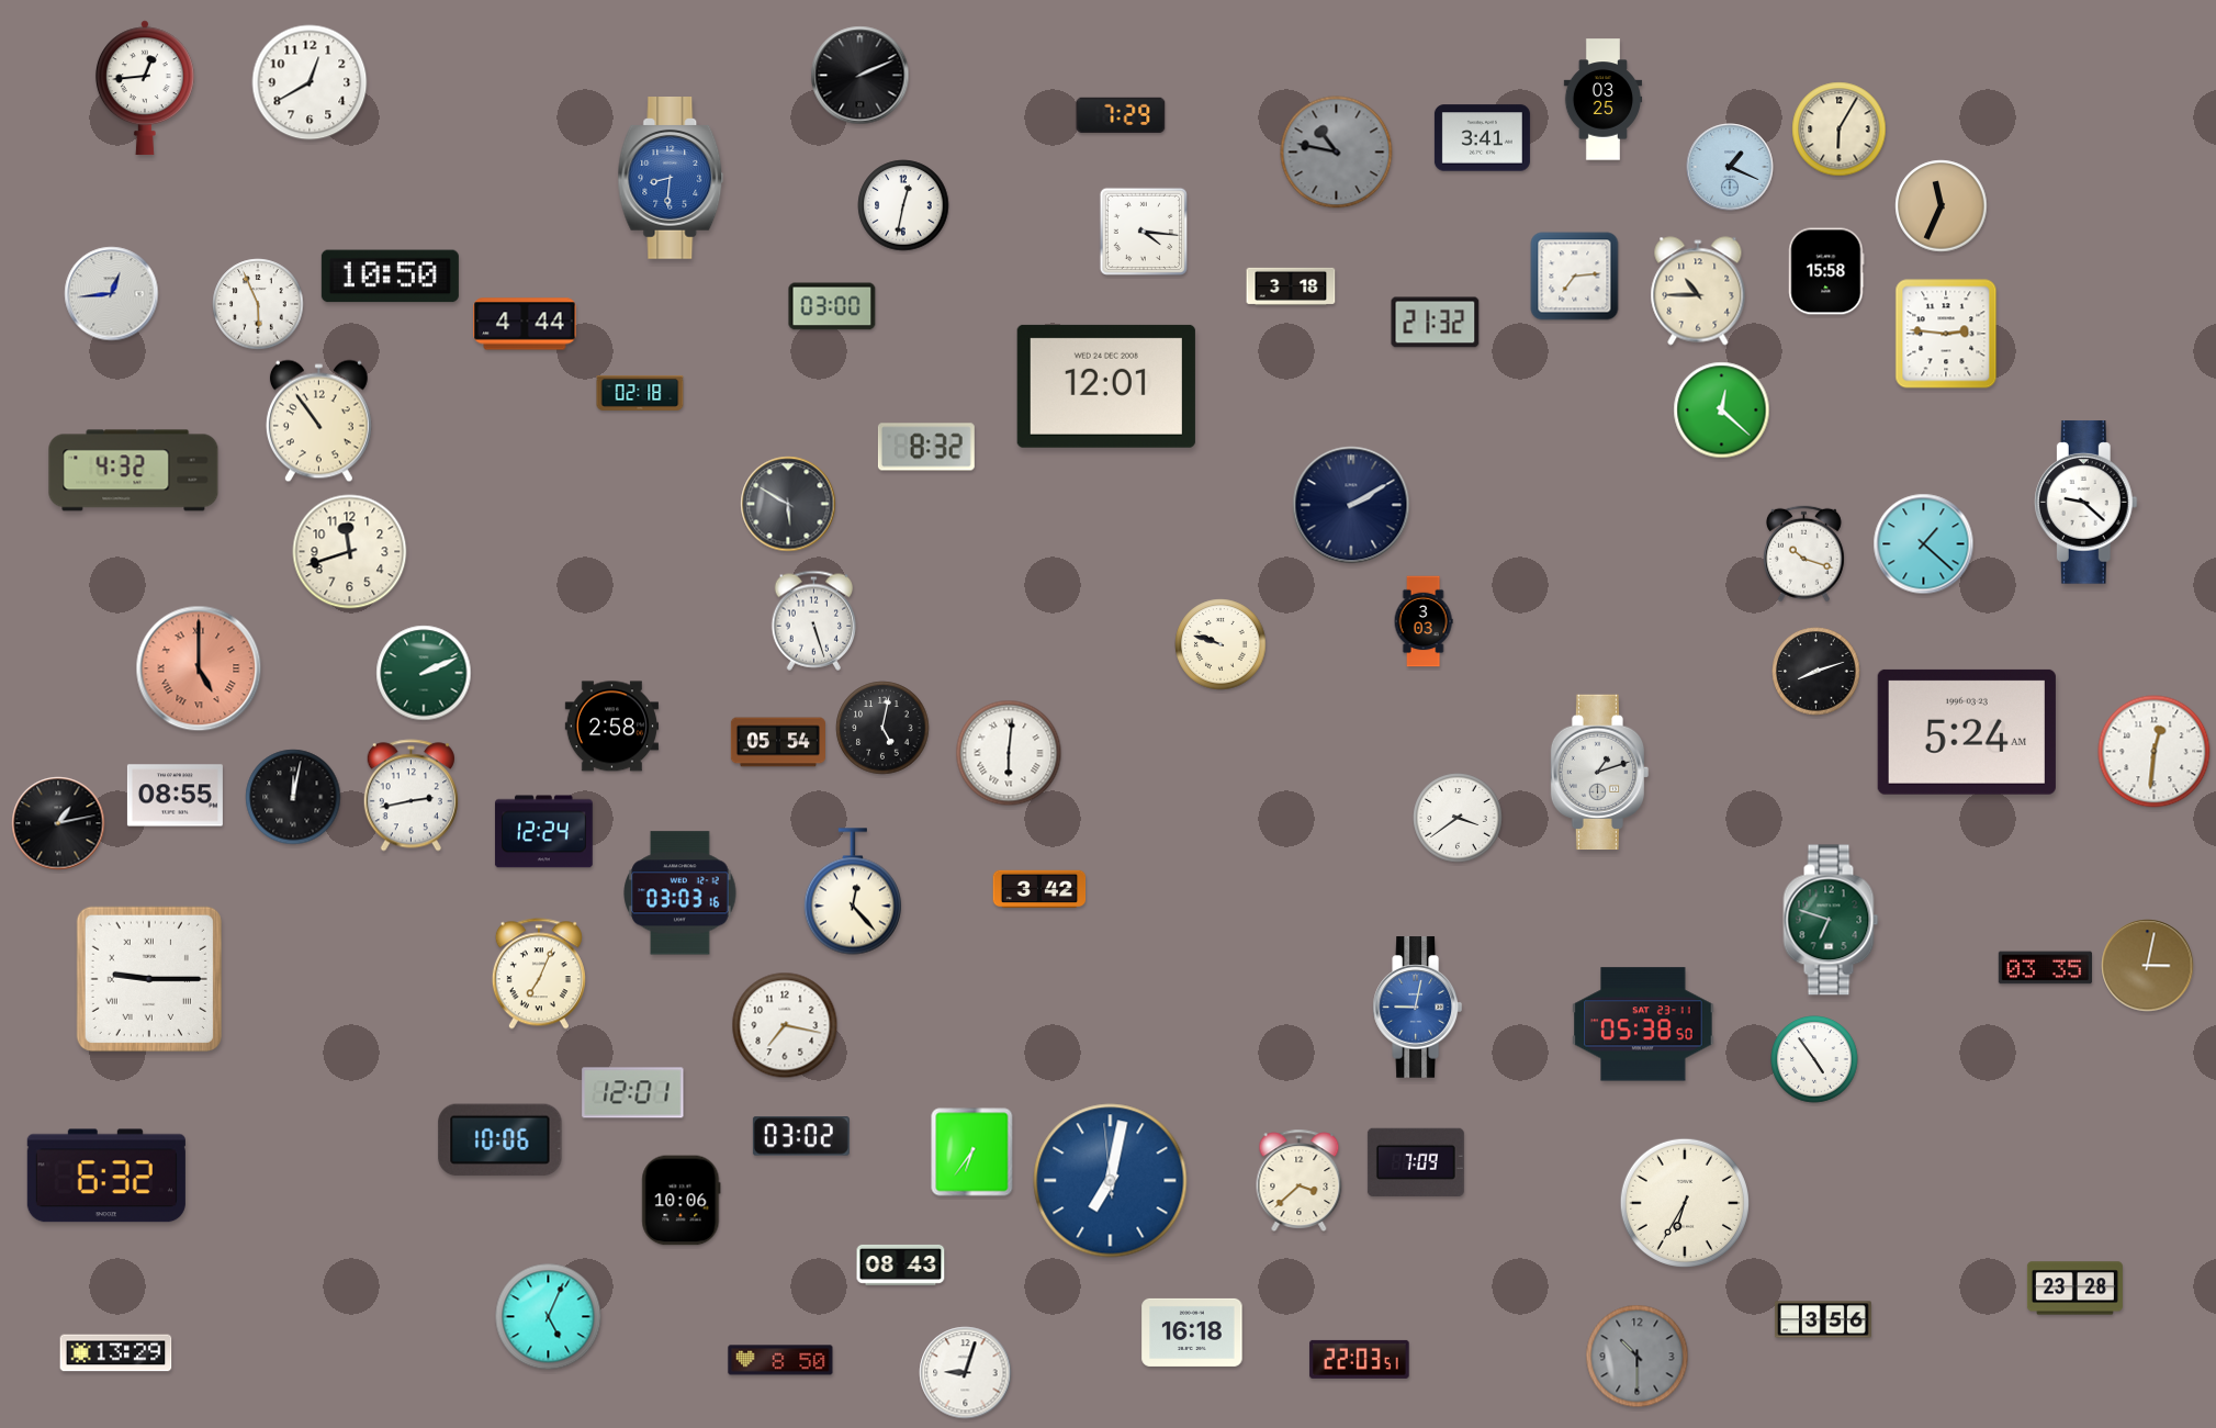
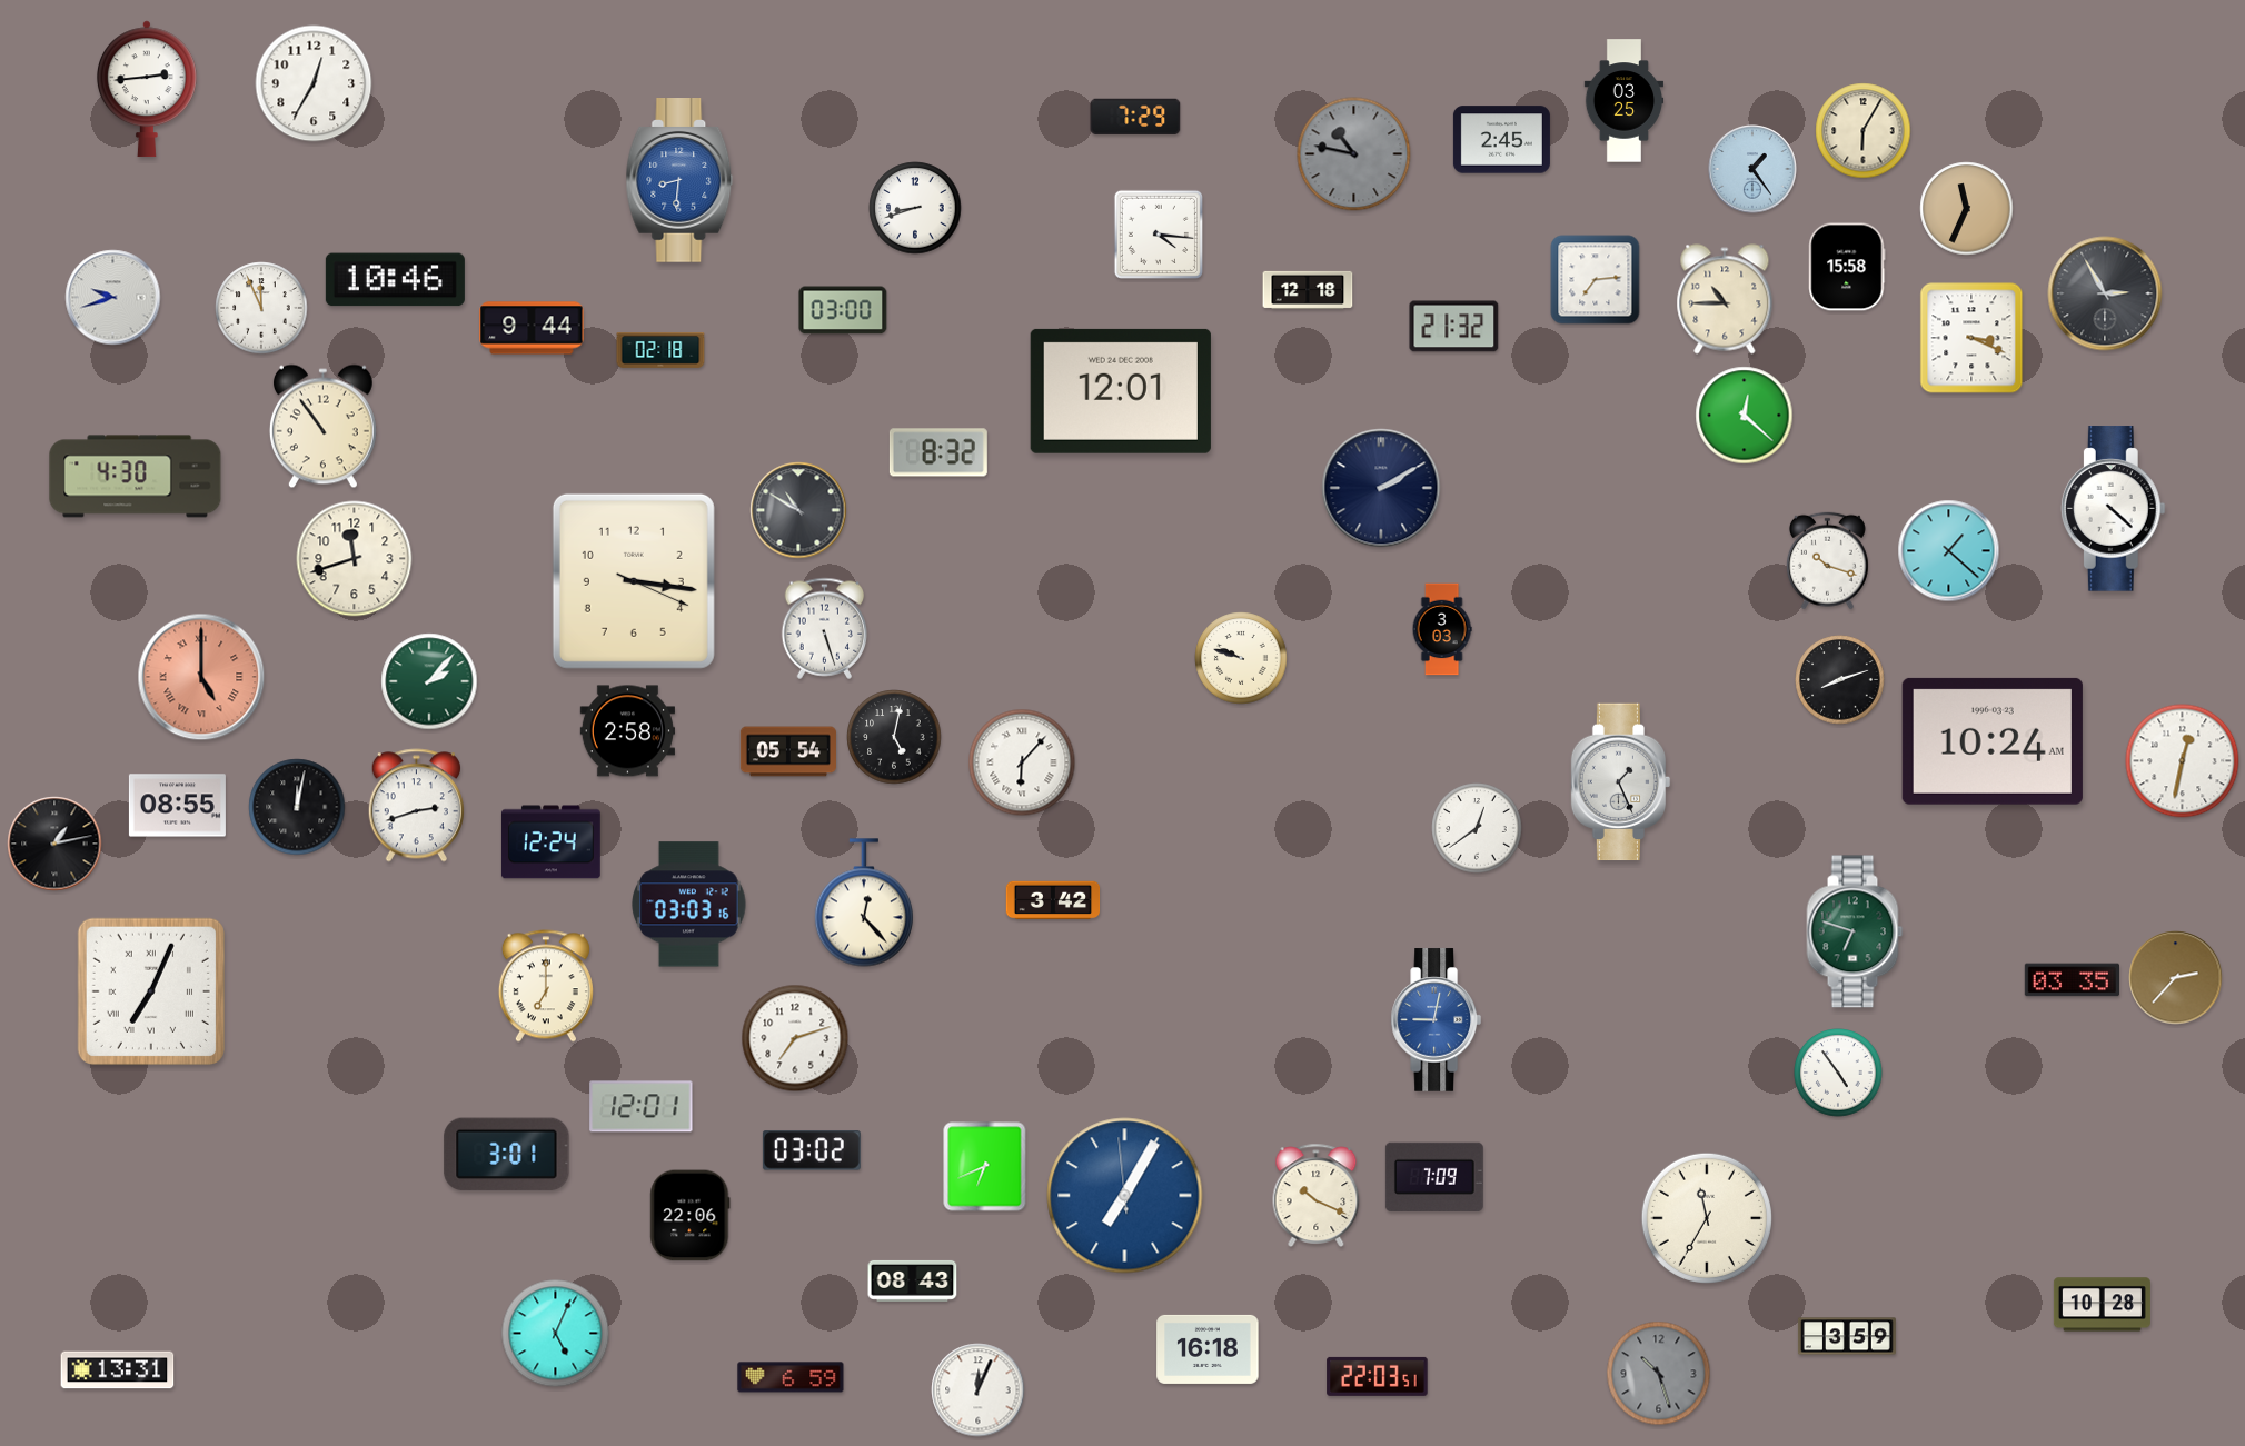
clock at (860, 76): 2:11 -> none
clock at (310, 82): 12:40 -> 12:35
clock at (145, 88): 12:44 -> 2:44
clock at (1482, 138): 3:41 -> 2:45
clock at (1730, 167): 1:19 -> 1:24
clock at (903, 205): 12:32 -> 8:42
clock at (1826, 271) position: (1826, 271) -> (1847, 267)
clock at (390, 277): 10:50 -> 10:46
clock at (1291, 286): 3:18 -> 12:18
clock at (2105, 293): none -> 2:55
clock at (1698, 291) position: (1698, 291) -> (1725, 299)
clock at (112, 294): 12:44 -> 9:42
clock at (258, 304): 5:56 -> 11:56
clock at (525, 324): 4:44 -> 9:44
clock at (1946, 334): 2:46 -> 3:19
clock at (640, 393) position: (640, 393) -> (660, 350)
clock at (134, 471): 4:32 -> 4:30
clock at (2085, 503): 9:22 -> 4:22
clock at (788, 504): 5:50 -> 10:50
clock at (1351, 505) position: (1351, 505) -> (1381, 488)
clock at (634, 581): none -> 3:16
clock at (1221, 644) position: (1221, 644) -> (1241, 658)
clock at (424, 673): 2:11 -> 2:07
clock at (611, 727) position: (611, 727) -> (627, 731)
clock at (1967, 732): 5:24 -> 10:24
clock at (2155, 752): 12:31 -> 12:32
clock at (1009, 753): 6:01 -> 6:07
clock at (1600, 773): 1:12 -> 1:26
clock at (410, 796): 2:43 -> 2:42
clock at (1458, 818): 3:39 -> 12:39
clock at (58, 823) position: (58, 823) -> (54, 844)
clock at (2148, 966): 3:02 -> 2:37
clock at (539, 974): 7:04 -> 7:00
clock at (149, 979): 9:15 -> 7:04
clock at (1643, 1024): 05:38 -> none
clock at (785, 1025): 7:17 -> 7:12
clock at (500, 1140): 10:06 -> 3:01
clock at (972, 1152): 6:36 -> 6:41
clock at (106, 1176): 6:32 -> none
clock at (1300, 1180): 3:38 -> 10:19
clock at (1111, 1181): 7:01 -> 7:04
clock at (682, 1201): 10:06 -> 22:06
clock at (1685, 1203): 6:35 -> 11:35
clock at (2074, 1289): 23:28 -> 10:28
clock at (1823, 1319): 3:56 -> 3:59
clock at (116, 1353): 13:29 -> 13:31
clock at (1638, 1357): 10:30 -> 10:27
clock at (780, 1360): 8:50 -> 6:59
clock at (966, 1373): 9:03 -> 12:04
